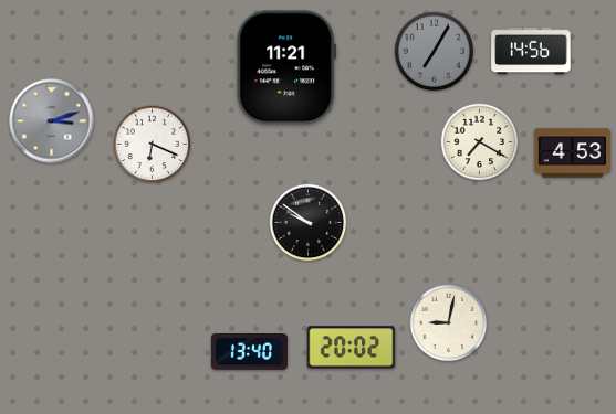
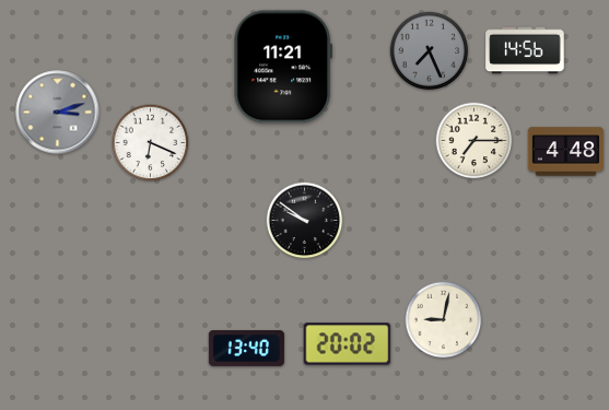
clock at (435, 52): 7:05 -> 7:26
clock at (52, 121) position: (52, 121) -> (58, 113)
clock at (480, 142): 7:20 -> 7:15
clock at (572, 153): 4:53 -> 4:48
